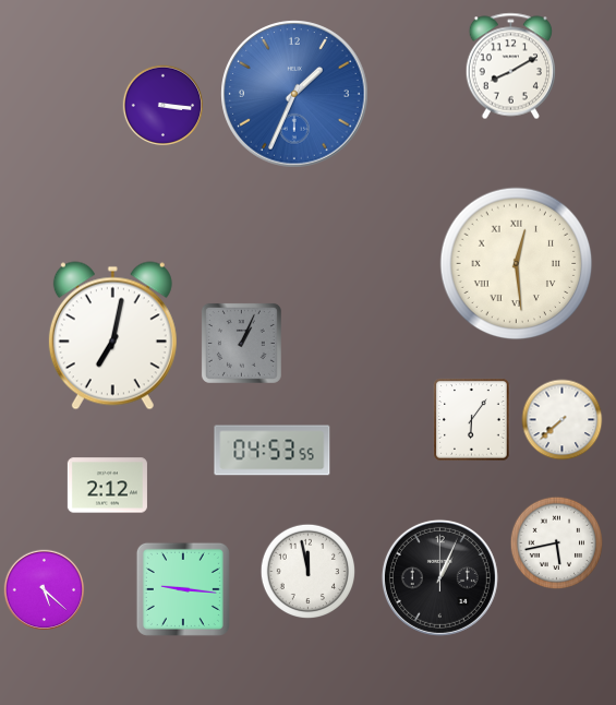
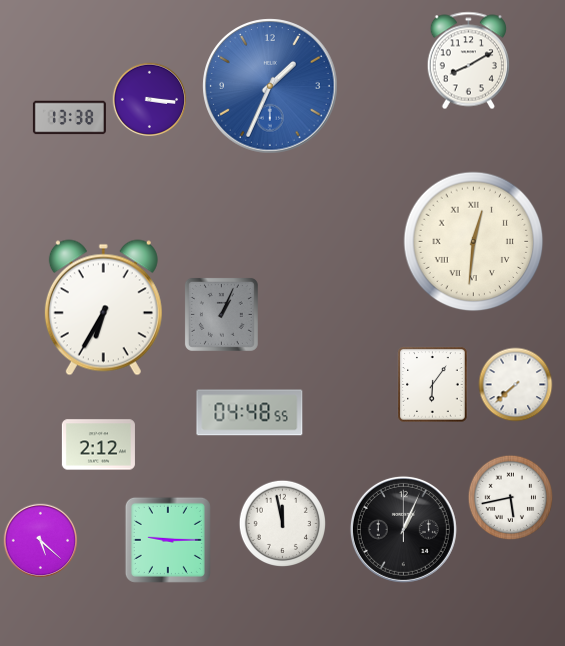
clock at (164, 106) position: (164, 106) -> (150, 100)
clock at (69, 118): none -> 13:38
clock at (517, 264): 12:29 -> 12:31
clock at (112, 336): 7:02 -> 6:35
clock at (273, 451): 04:53 -> 04:48
clock at (183, 589): 9:16 -> 9:15
